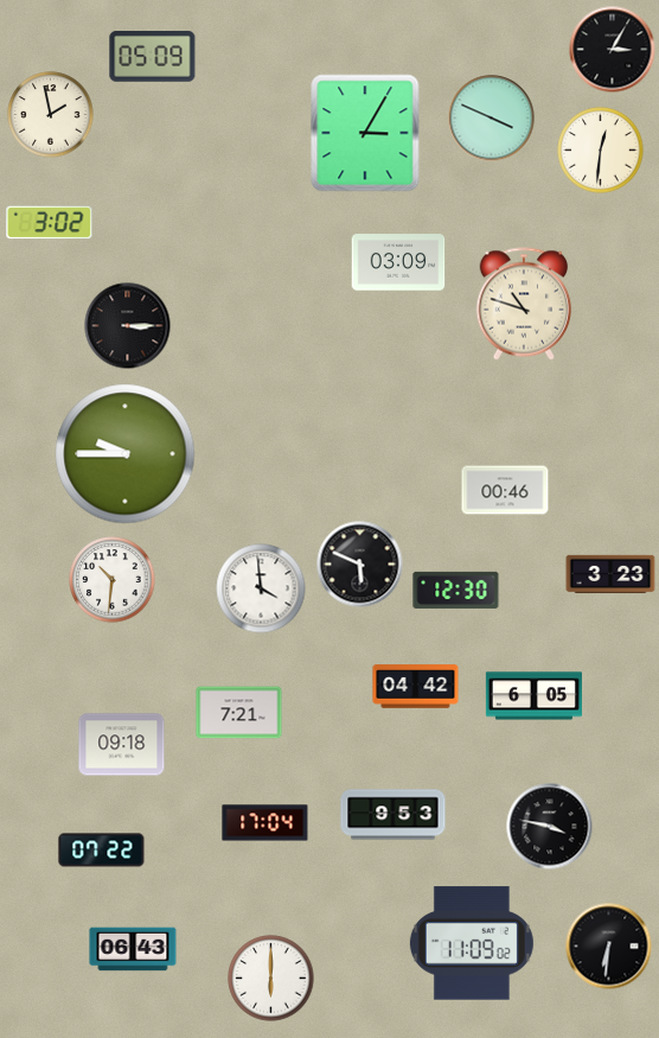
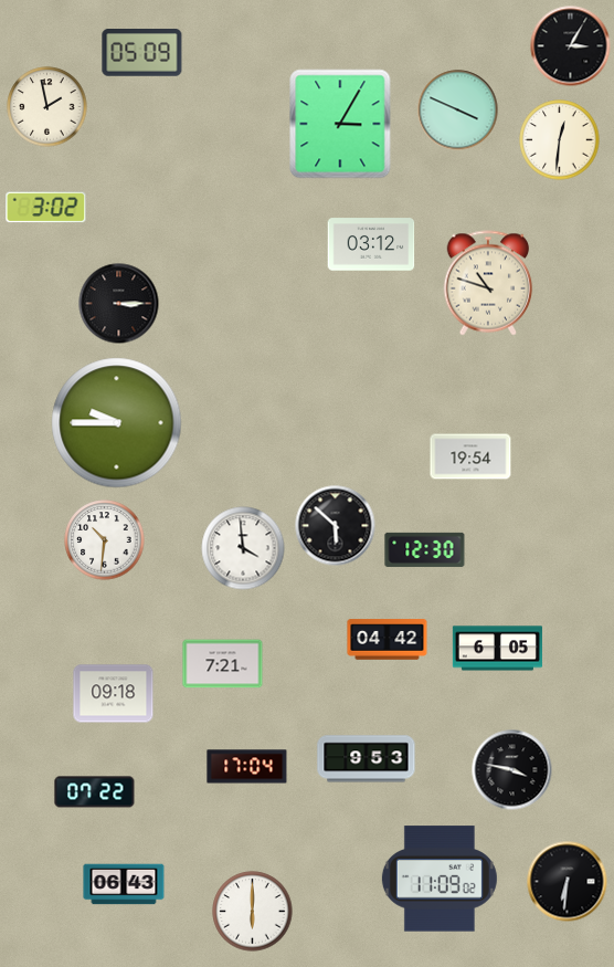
clock at (398, 262): 03:09 -> 03:12
clock at (505, 490): 00:46 -> 19:54
clock at (360, 565): 5:49 -> 5:52
clock at (610, 574): 3:23 -> none
